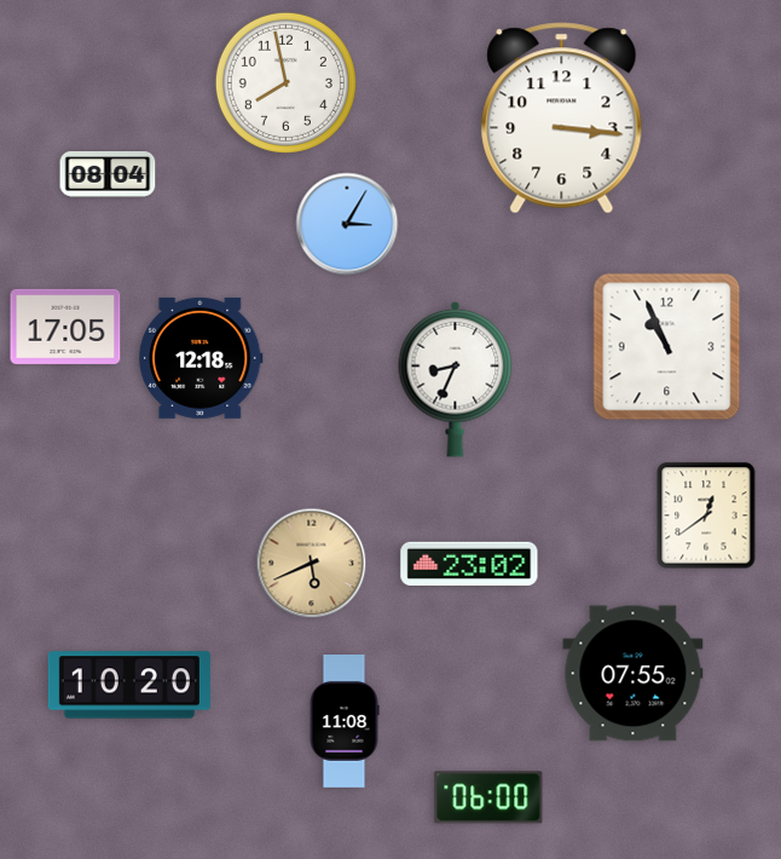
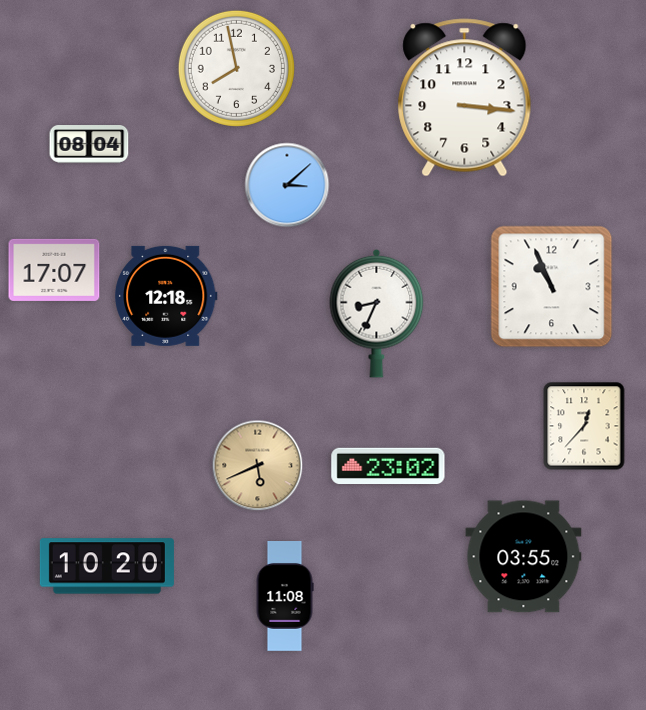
clock at (347, 224): 3:05 -> 3:08
clock at (65, 327): 17:05 -> 17:07
clock at (706, 515): 12:39 -> 12:37
clock at (634, 674): 07:55 -> 03:55
clock at (488, 797): 06:00 -> none
